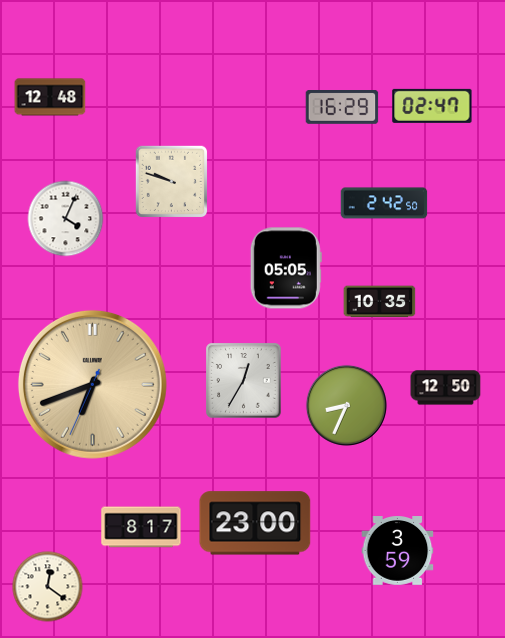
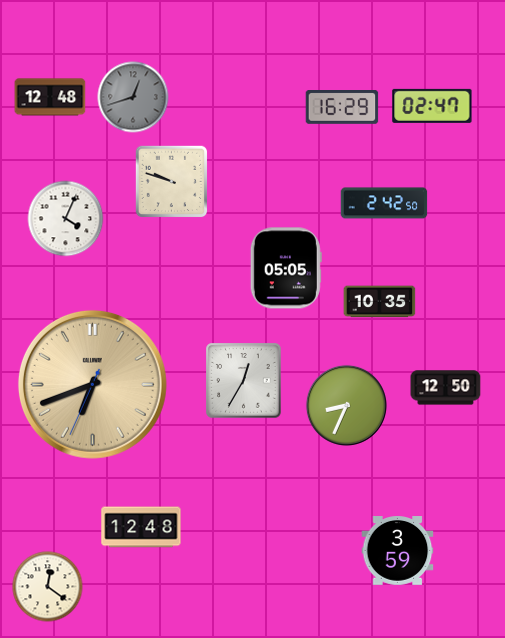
clock at (133, 97): none -> 12:42
clock at (255, 523): 23:00 -> none
clock at (141, 527): 8:17 -> 12:48
